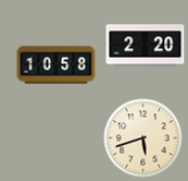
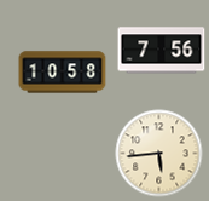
clock at (146, 46): 2:20 -> 7:56
clock at (143, 138): 5:42 -> 5:44
